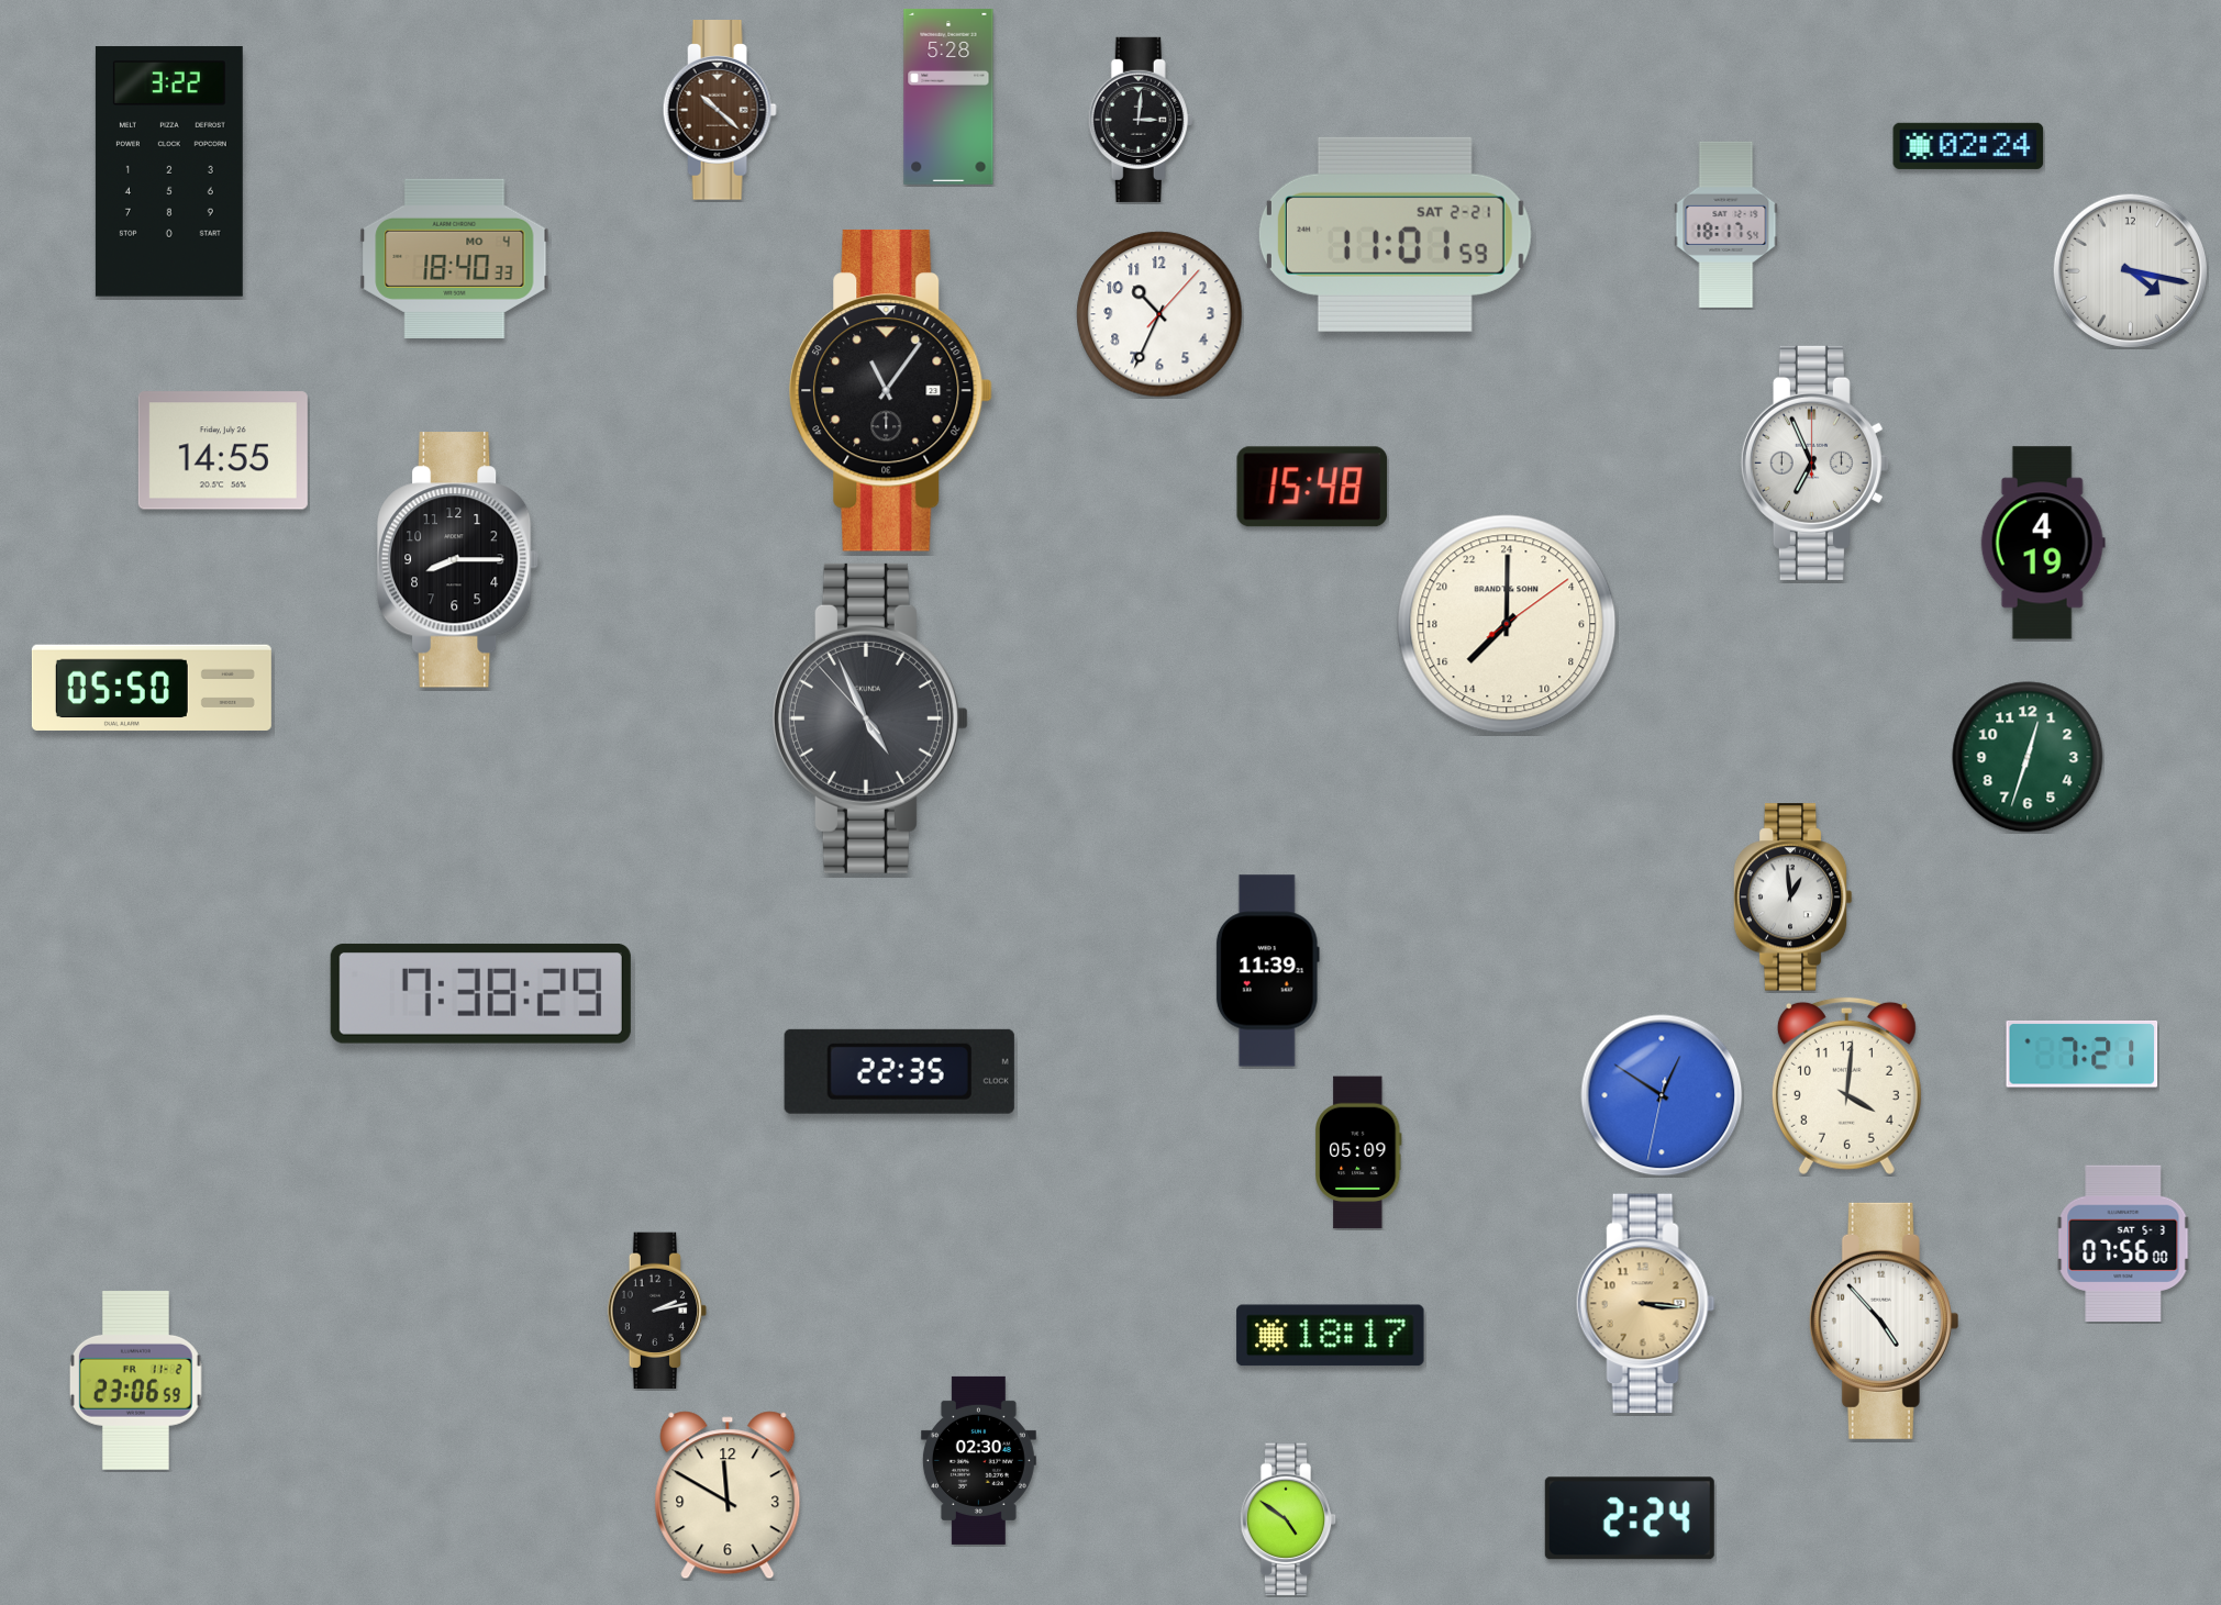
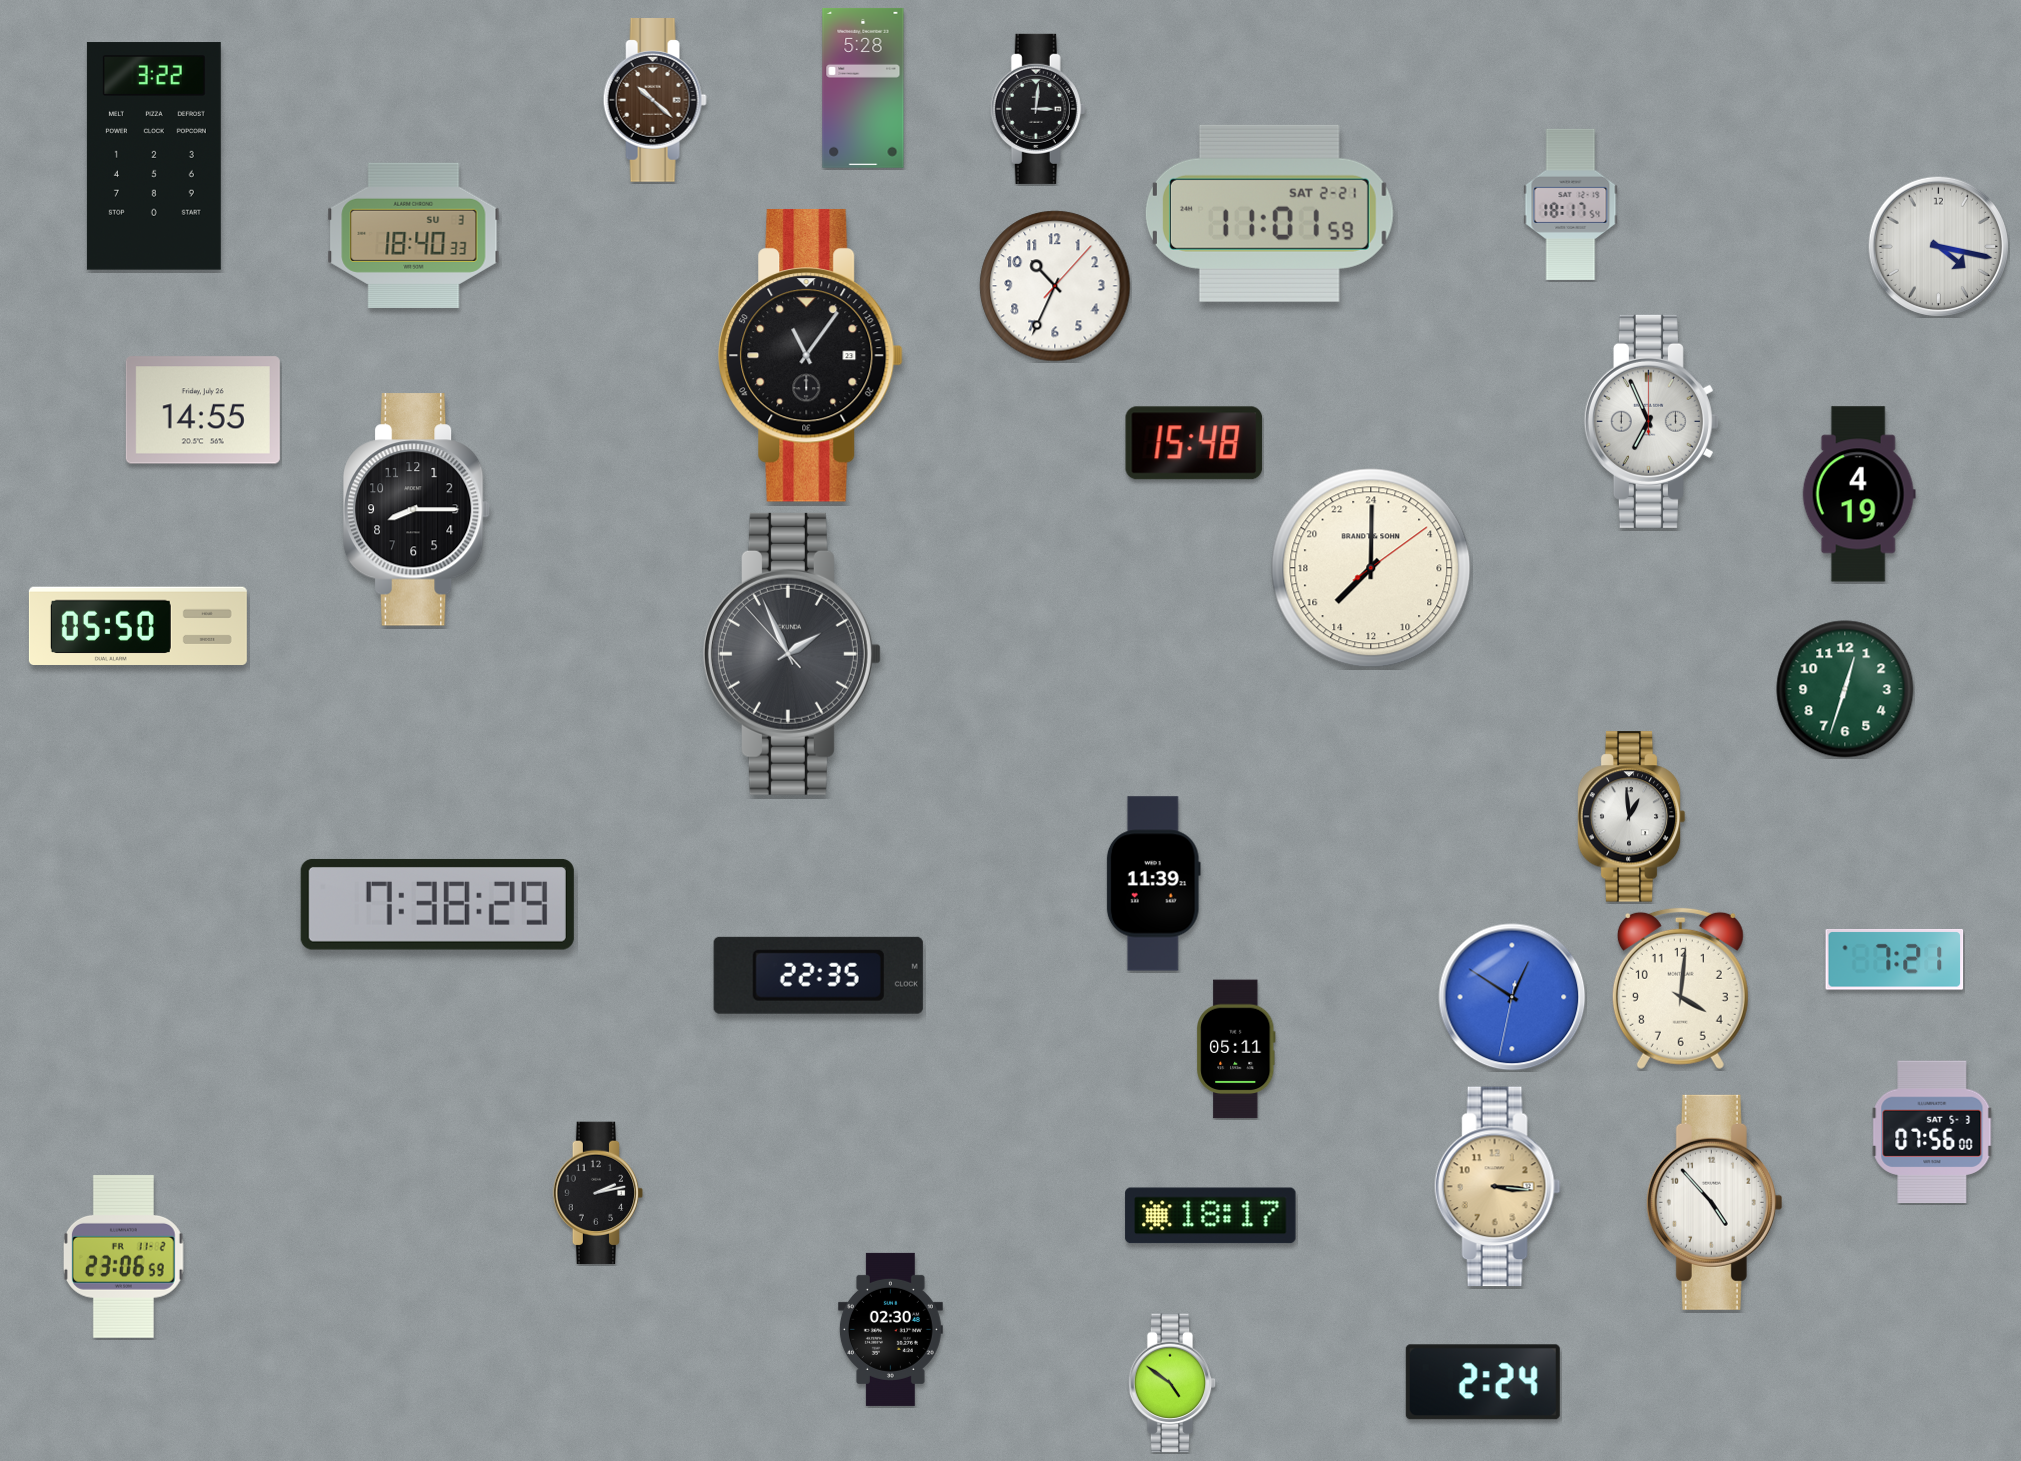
clock at (1968, 146): 02:24 -> none
clock at (455, 258) date: MO 4 -> SU 3
clock at (870, 718): 4:55 -> 1:55
clock at (1358, 1152): 05:09 -> 05:11
clock at (728, 1495): 11:50 -> none
